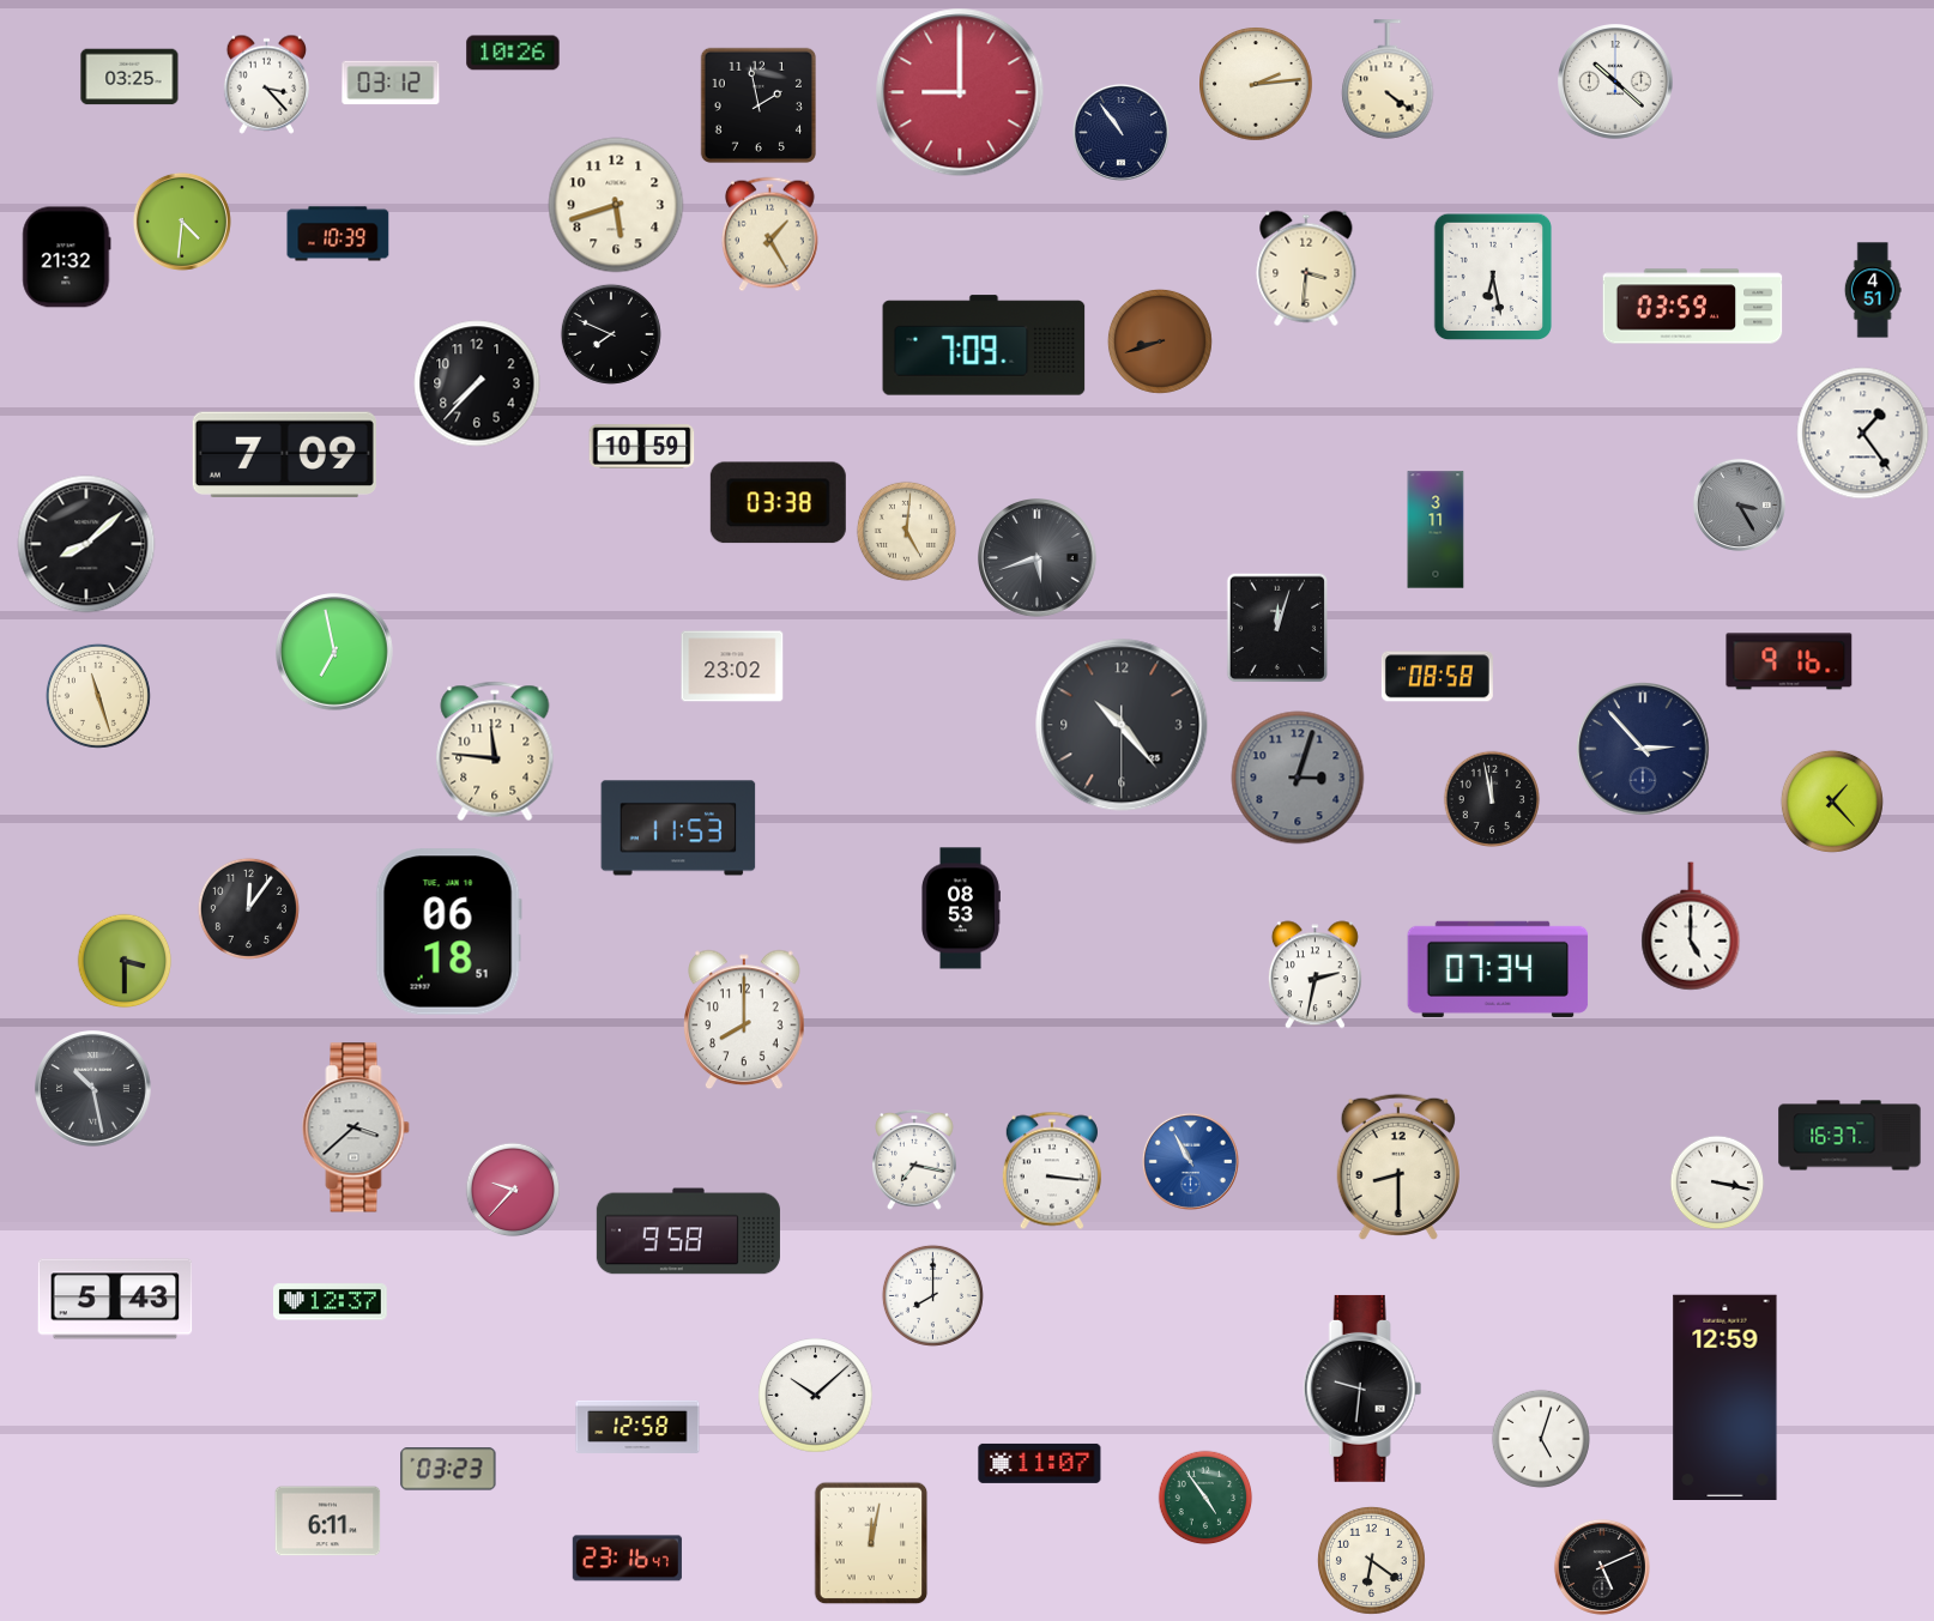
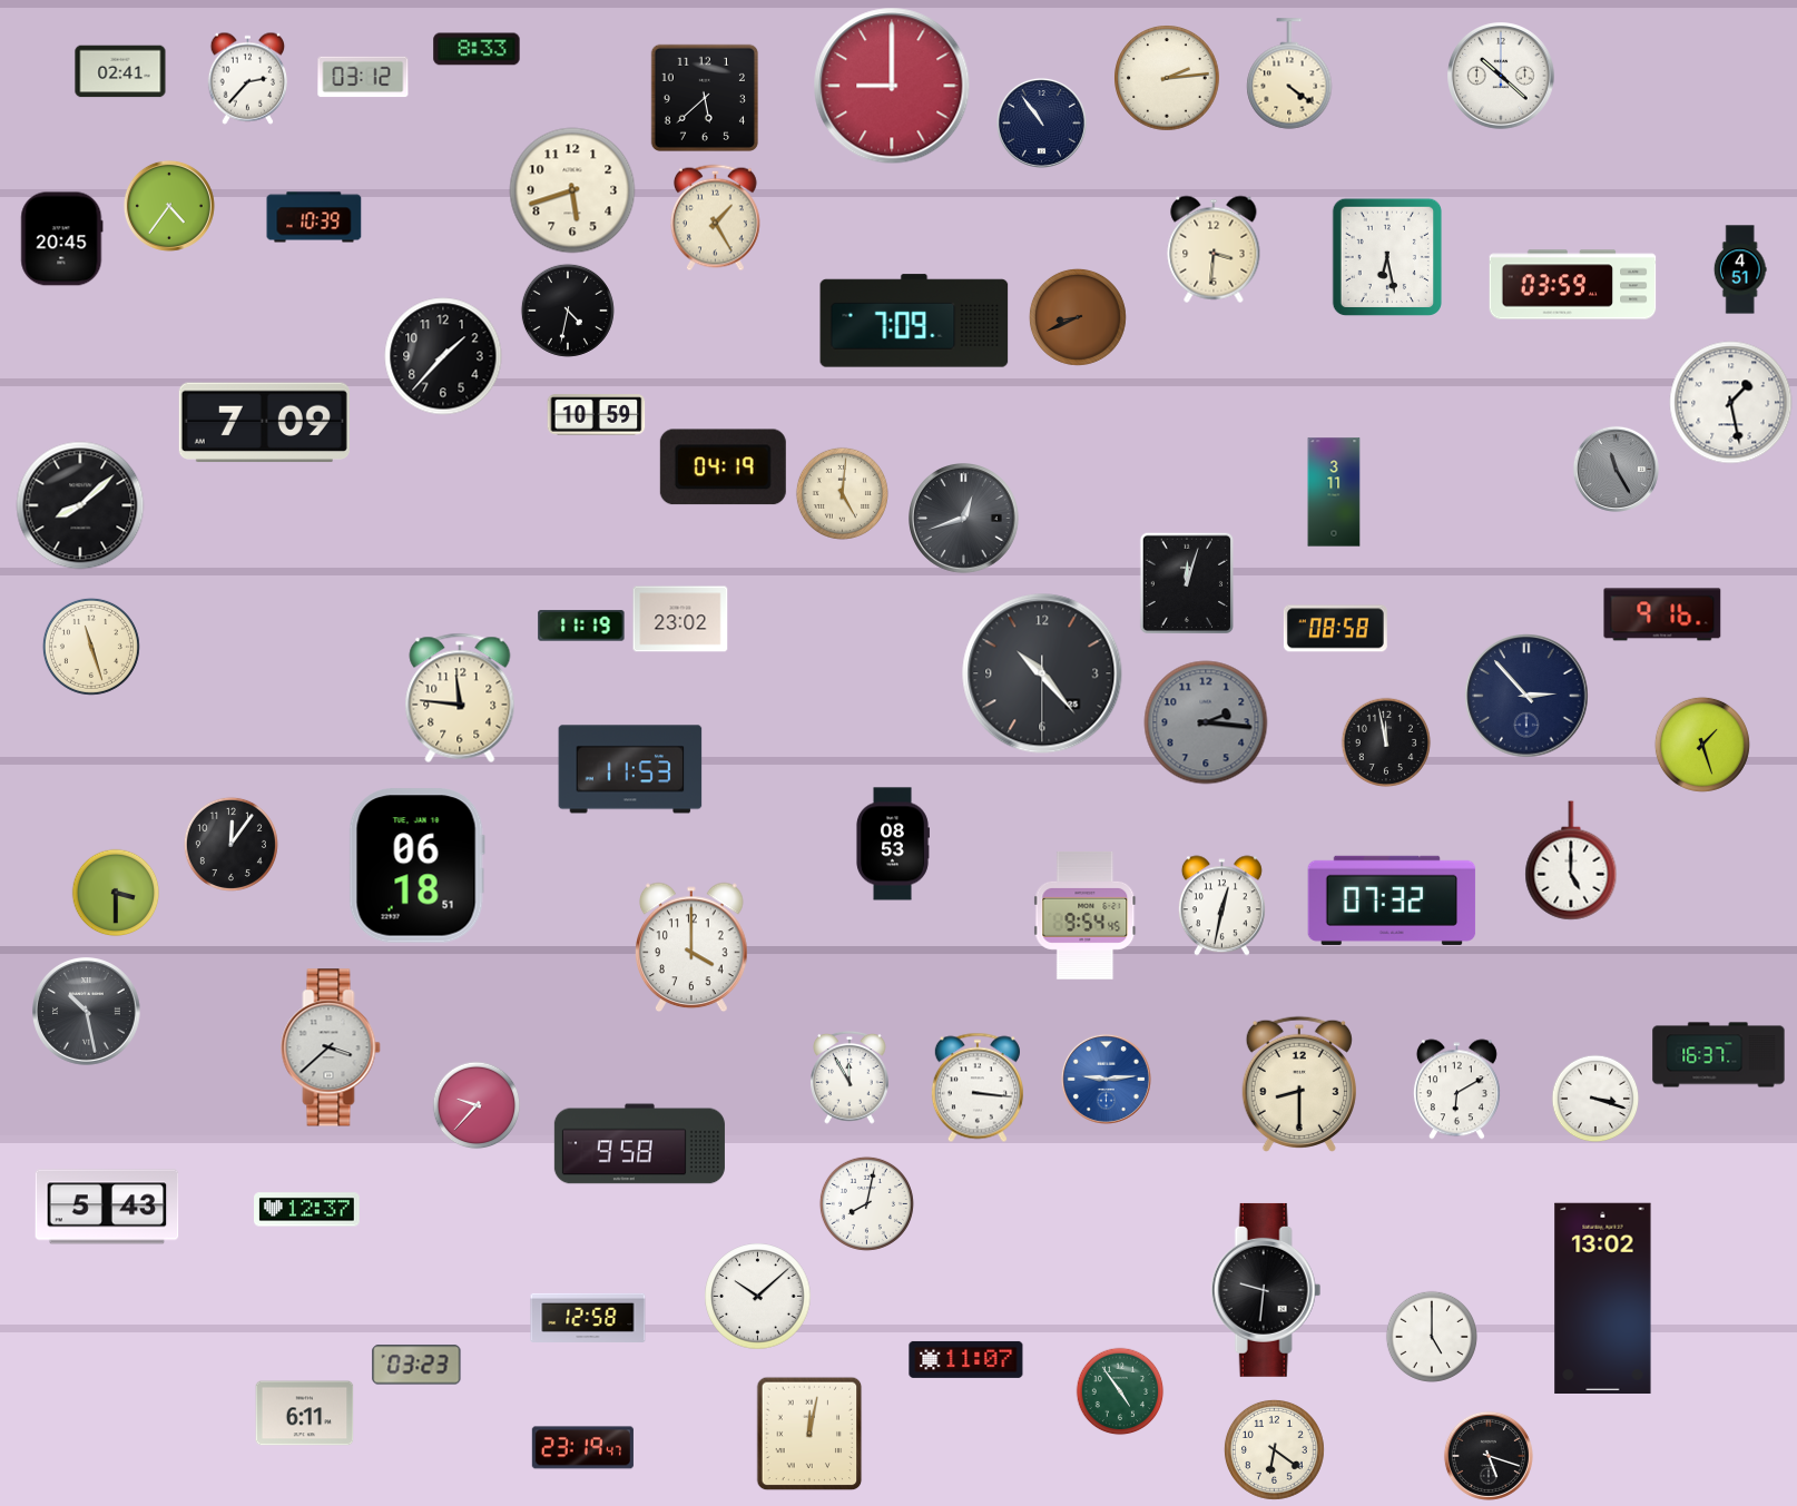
clock at (513, 53): 10:26 -> 8:33
clock at (129, 77): 03:25 -> 02:41
clock at (267, 84): 3:23 -> 2:37
clock at (759, 105): 1:58 -> 5:38
clock at (182, 222): 4:31 -> 4:36
clock at (67, 258): 21:32 -> 20:45
clock at (611, 334): 7:49 -> 4:32
clock at (1160, 341): 8:42 -> 8:41
clock at (477, 383): 7:37 -> 1:37
clock at (1863, 434): 1:24 -> 1:28
clock at (778, 503): 03:38 -> 04:19
clock at (1739, 504): 3:25 -> 11:25
clock at (1038, 558): 5:42 -> 12:42
clock at (336, 653): 6:58 -> none
clock at (581, 626): none -> 11:19
clock at (1298, 778): 3:03 -> 2:16
clock at (1832, 802): 1:23 -> 1:27
clock at (1498, 969): 07:34 -> 07:32
clock at (1314, 975): 2:32 -> 12:32
clock at (1086, 916): none -> 9:54
clock at (745, 1020): 8:00 -> 4:00
clock at (914, 1161): 7:17 -> 11:55
clock at (1190, 1161): 10:55 -> 9:14
clock at (1456, 1090): none -> 6:10
clock at (1717, 1183): 3:17 -> 3:18
clock at (932, 1295): 8:00 -> 8:02
clock at (1726, 1397): 12:59 -> 13:02
clock at (637, 1427) position: (637, 1427) -> (588, 1318)
clock at (1541, 1439): 5:03 -> 5:00
clock at (627, 1559): 23:16 -> 23:19
clock at (1602, 1567): 5:11 -> 5:18
